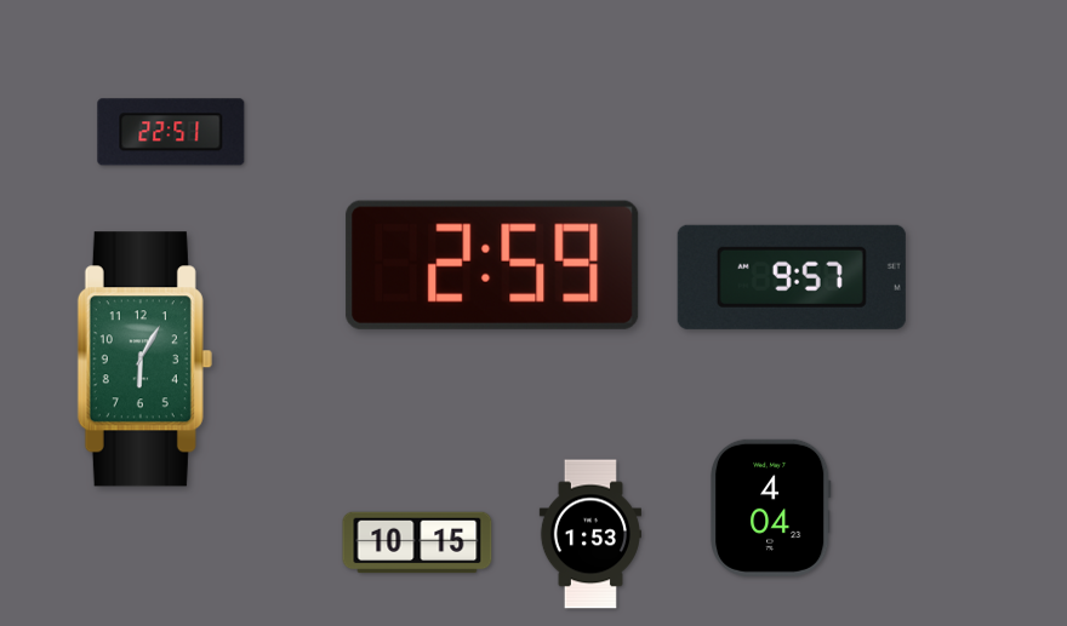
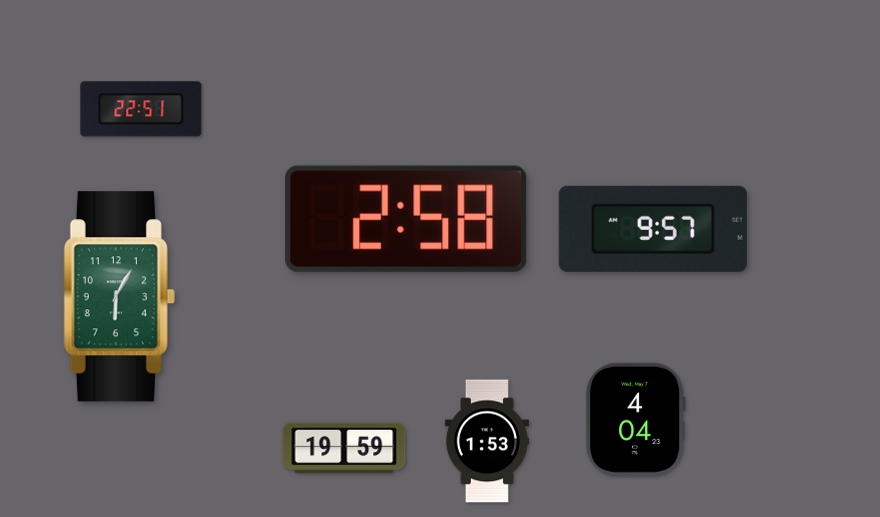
clock at (492, 265): 2:59 -> 2:58
clock at (417, 542): 10:15 -> 19:59
